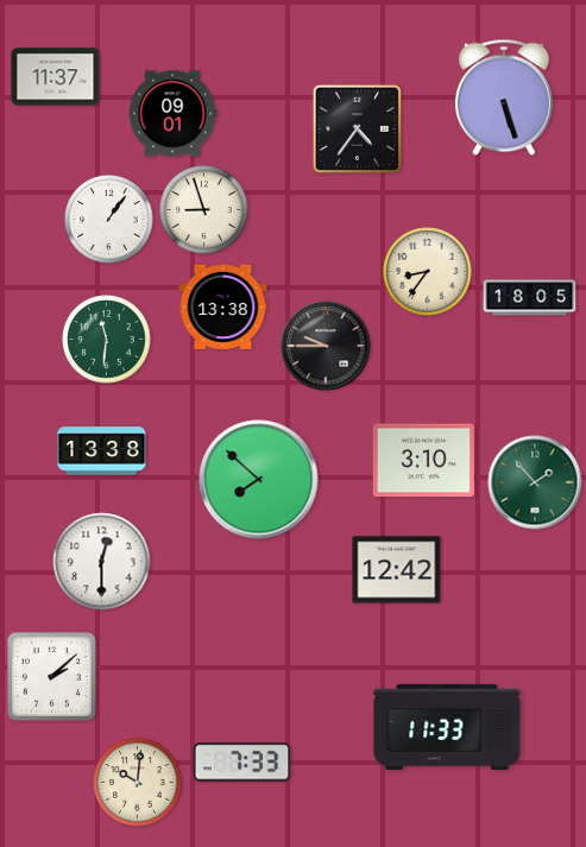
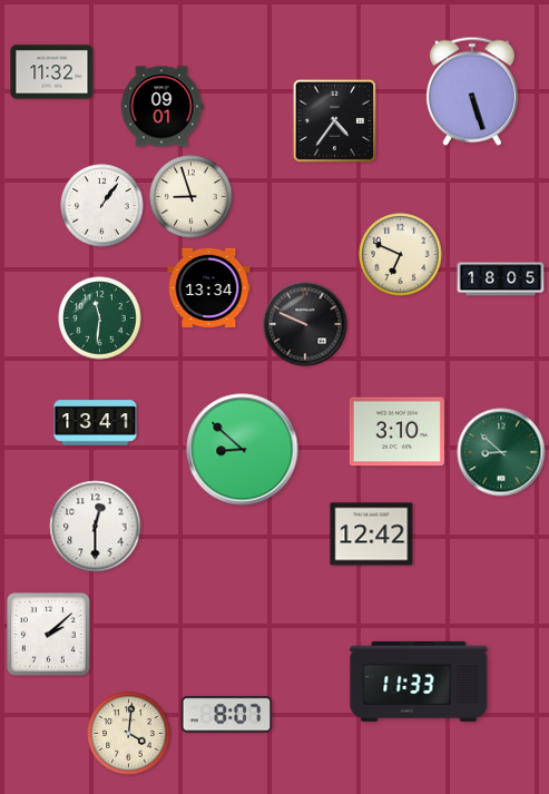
clock at (56, 77): 11:37 -> 11:32
clock at (428, 272): 8:36 -> 6:49
clock at (530, 298) position: (530, 298) -> (501, 280)
clock at (223, 306): 13:38 -> 13:34
clock at (326, 346): 9:45 -> 9:49
clock at (102, 451): 13:38 -> 13:41
clock at (259, 480): 7:52 -> 8:52
clock at (535, 482): 1:53 -> 8:52
clock at (242, 763): 7:33 -> 8:07
clock at (138, 783): 10:01 -> 4:01
